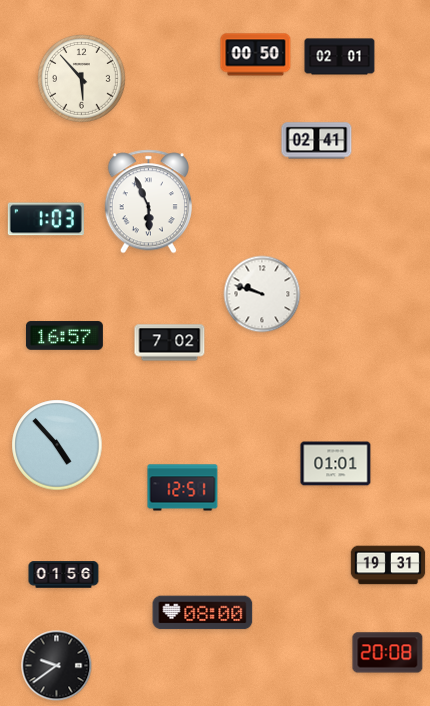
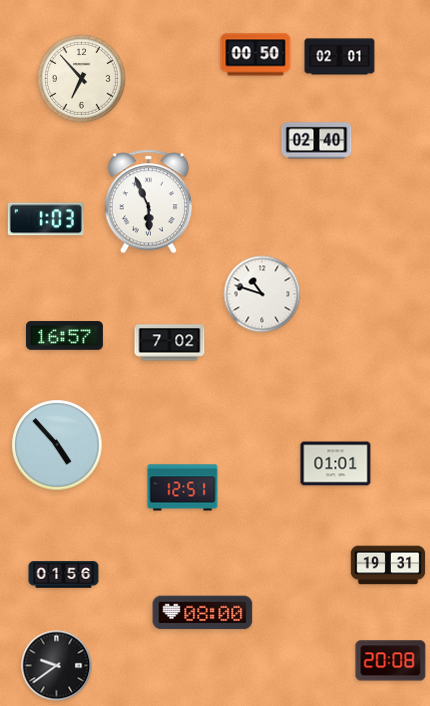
clock at (82, 79): 5:53 -> 6:53
clock at (317, 141): 02:41 -> 02:40
clock at (262, 294): 9:48 -> 10:48
clock at (388, 653) position: (388, 653) -> (391, 661)
